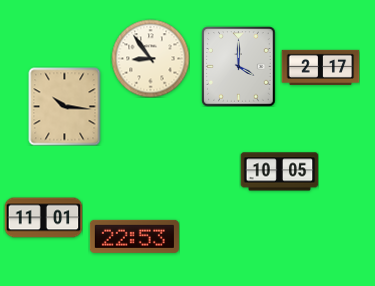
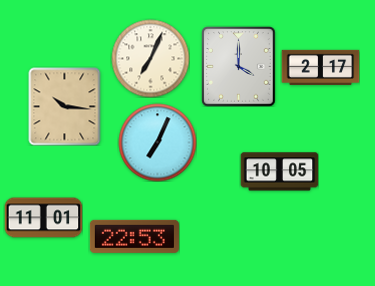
clock at (150, 58): 8:54 -> 7:04
clock at (157, 142): none -> 7:04
